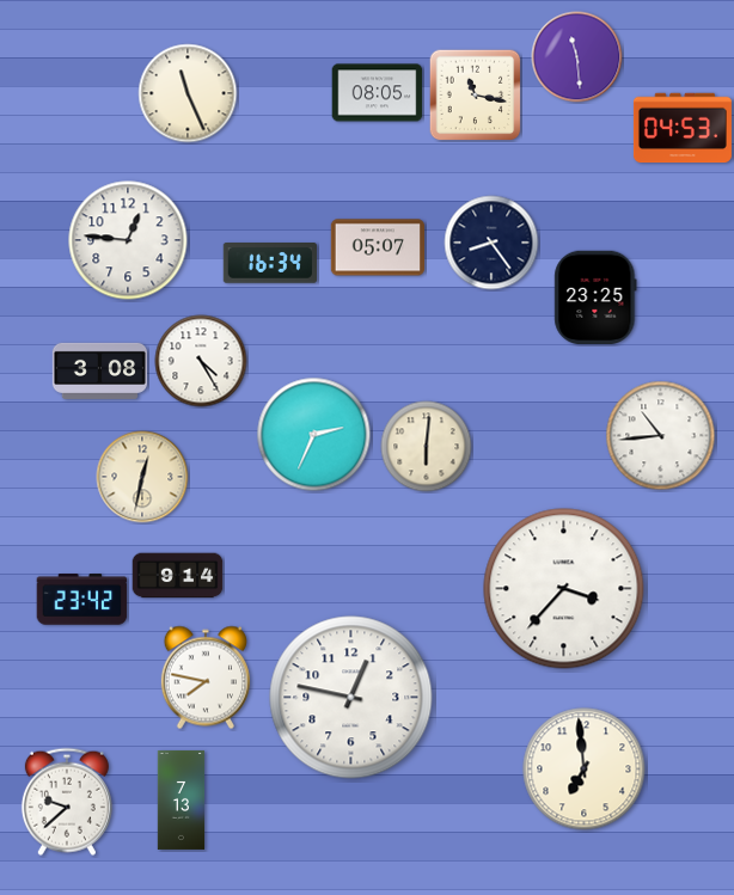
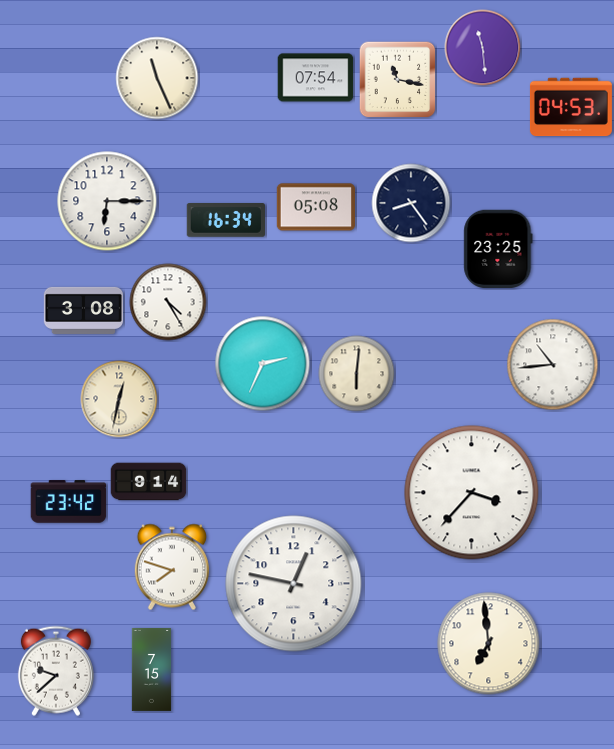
clock at (378, 93): 08:05 -> 07:54
clock at (128, 240): 12:46 -> 6:15
clock at (377, 247): 05:07 -> 05:08
clock at (206, 678): 7:47 -> 7:48
clock at (182, 799): 7:13 -> 7:15
